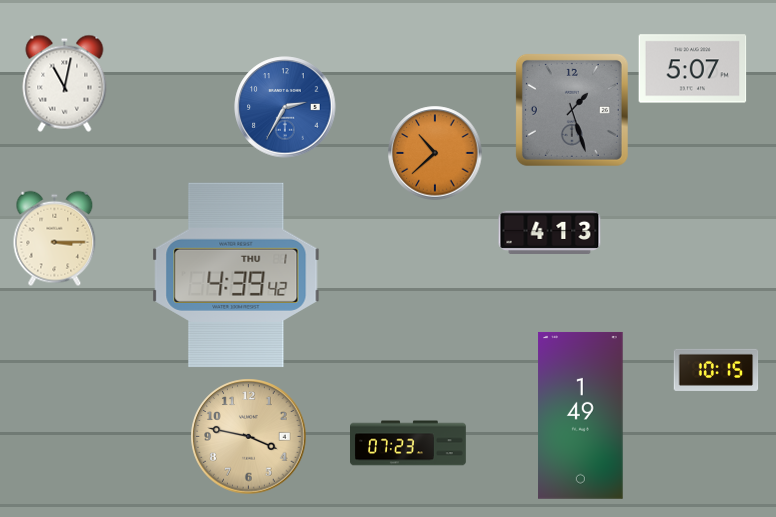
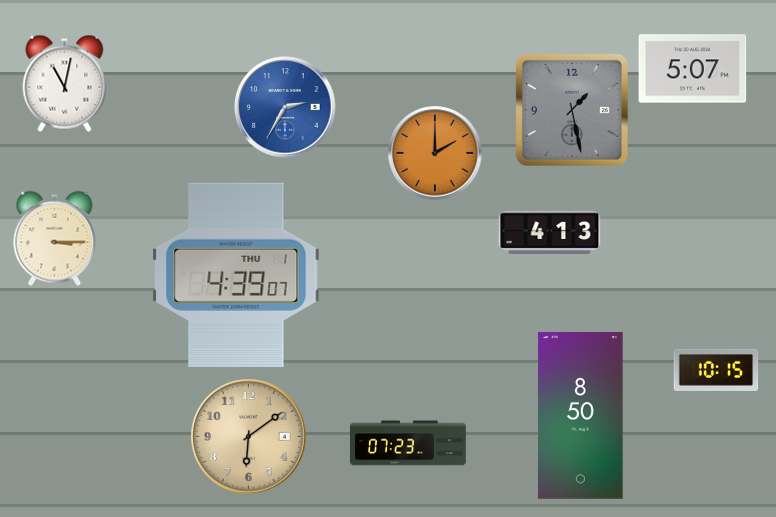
clock at (572, 110): 1:27 -> 1:28
clock at (435, 153): 10:38 -> 2:00
clock at (236, 275): 4:39:42 -> 4:39:07
clock at (581, 415): 1:49 -> 8:50
clock at (249, 437): 3:47 -> 6:09
